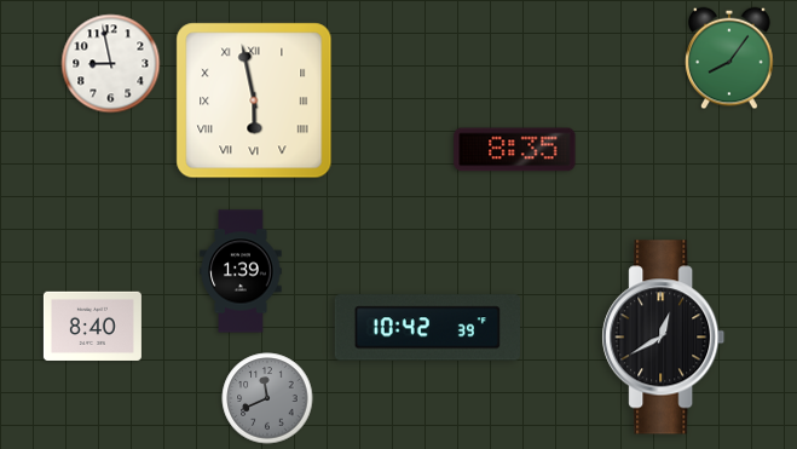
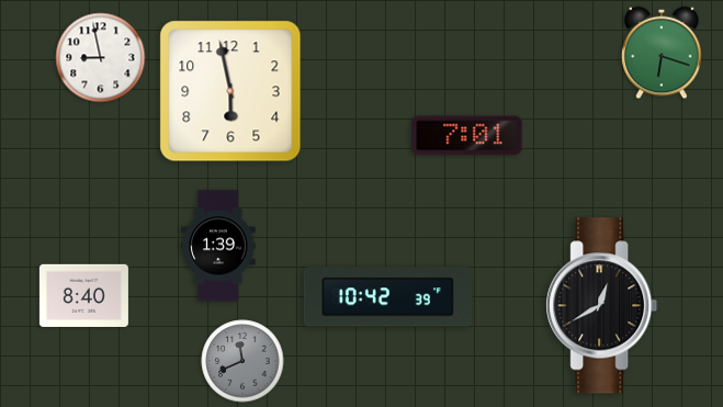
clock at (729, 58): 8:06 -> 6:18
clock at (254, 100) numerals: Roman -> Arabic
clock at (515, 150): 8:35 -> 7:01
